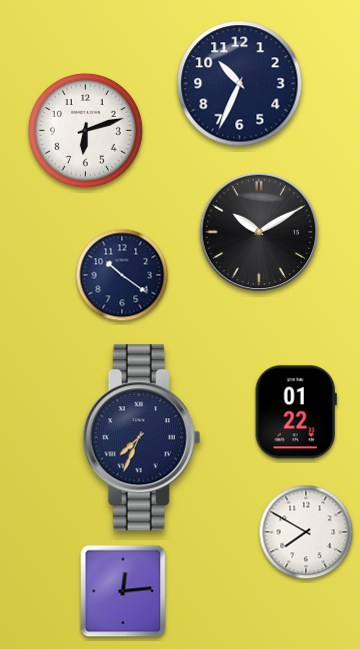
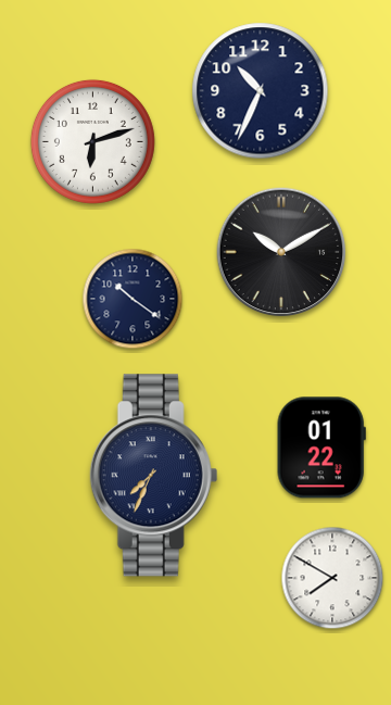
clock at (123, 591): 12:14 -> none
